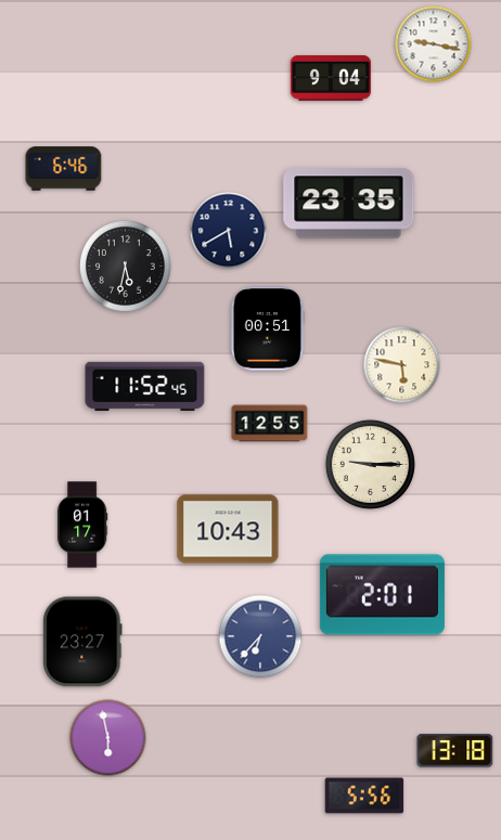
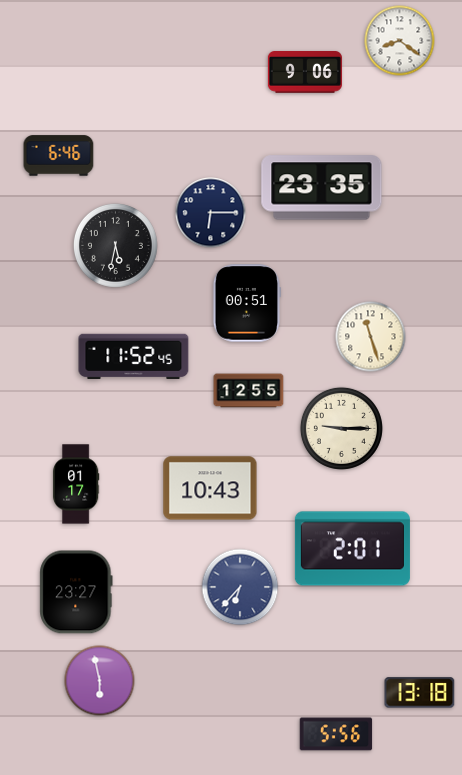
clock at (434, 44): 9:17 -> 8:21
clock at (331, 79): 9:04 -> 9:06
clock at (229, 231): 5:40 -> 6:15
clock at (402, 365): 5:47 -> 11:27
